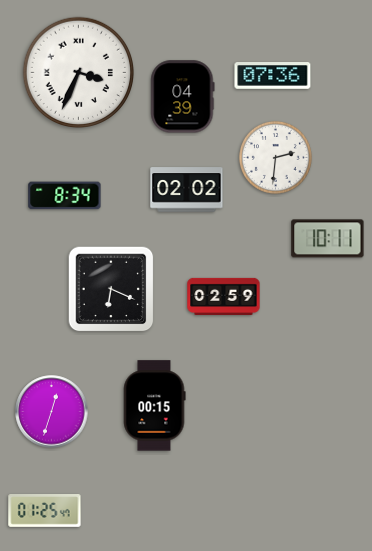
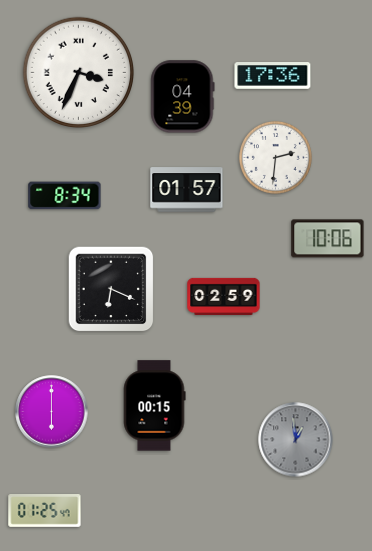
clock at (273, 76): 07:36 -> 17:36
clock at (187, 190): 02:02 -> 01:57
clock at (328, 239): 10:11 -> 10:06
clock at (52, 412): 12:33 -> 6:00
clock at (296, 440): none -> 12:59
